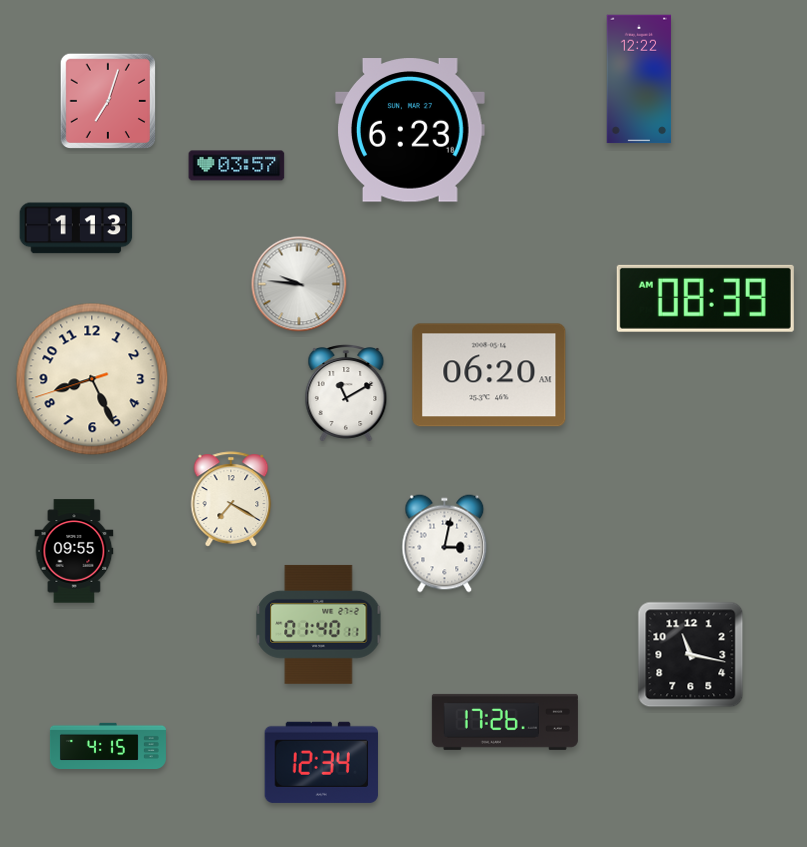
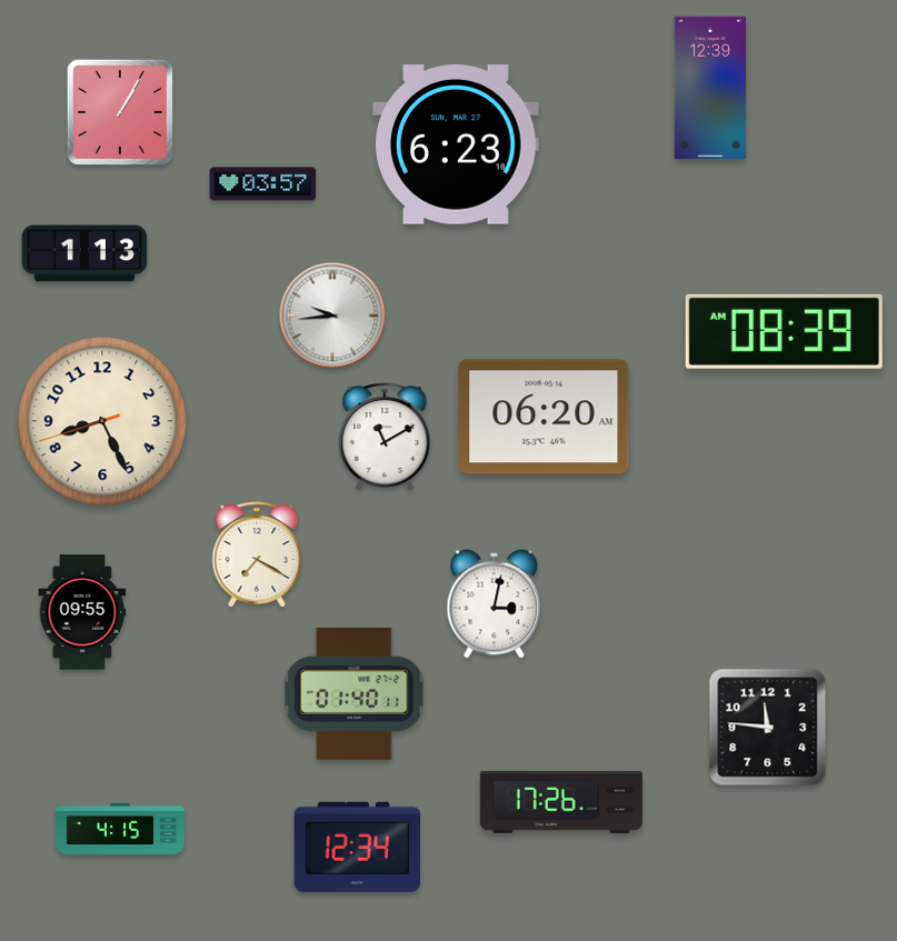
clock at (639, 79): 12:22 -> 12:39
clock at (107, 100): 7:03 -> 1:05
clock at (299, 284): 9:46 -> 9:44
clock at (691, 655): 11:17 -> 11:46
